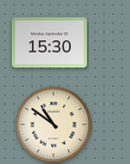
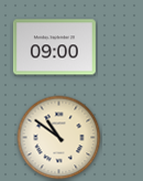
clock at (49, 43): 15:30 -> 09:00
